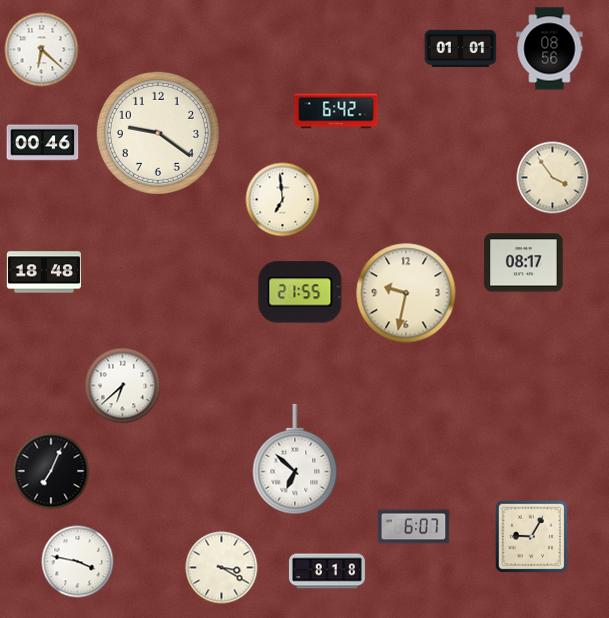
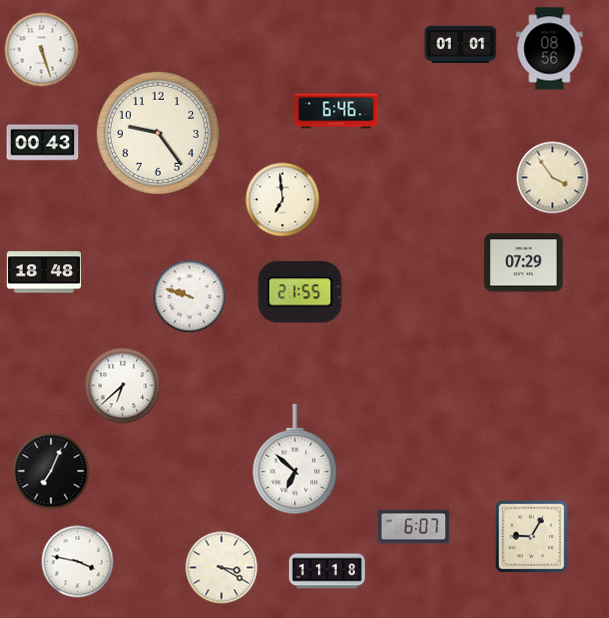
clock at (461, 48) position: (461, 48) -> (461, 44)
clock at (42, 50): 6:22 -> 5:27
clock at (336, 111): 6:42 -> 6:46
clock at (158, 133): 9:21 -> 9:24
clock at (43, 143): 00:46 -> 00:43
clock at (524, 263): 08:17 -> 07:29
clock at (406, 293): 9:32 -> none
clock at (190, 297): none -> 9:48
clock at (327, 571): 8:18 -> 11:18
